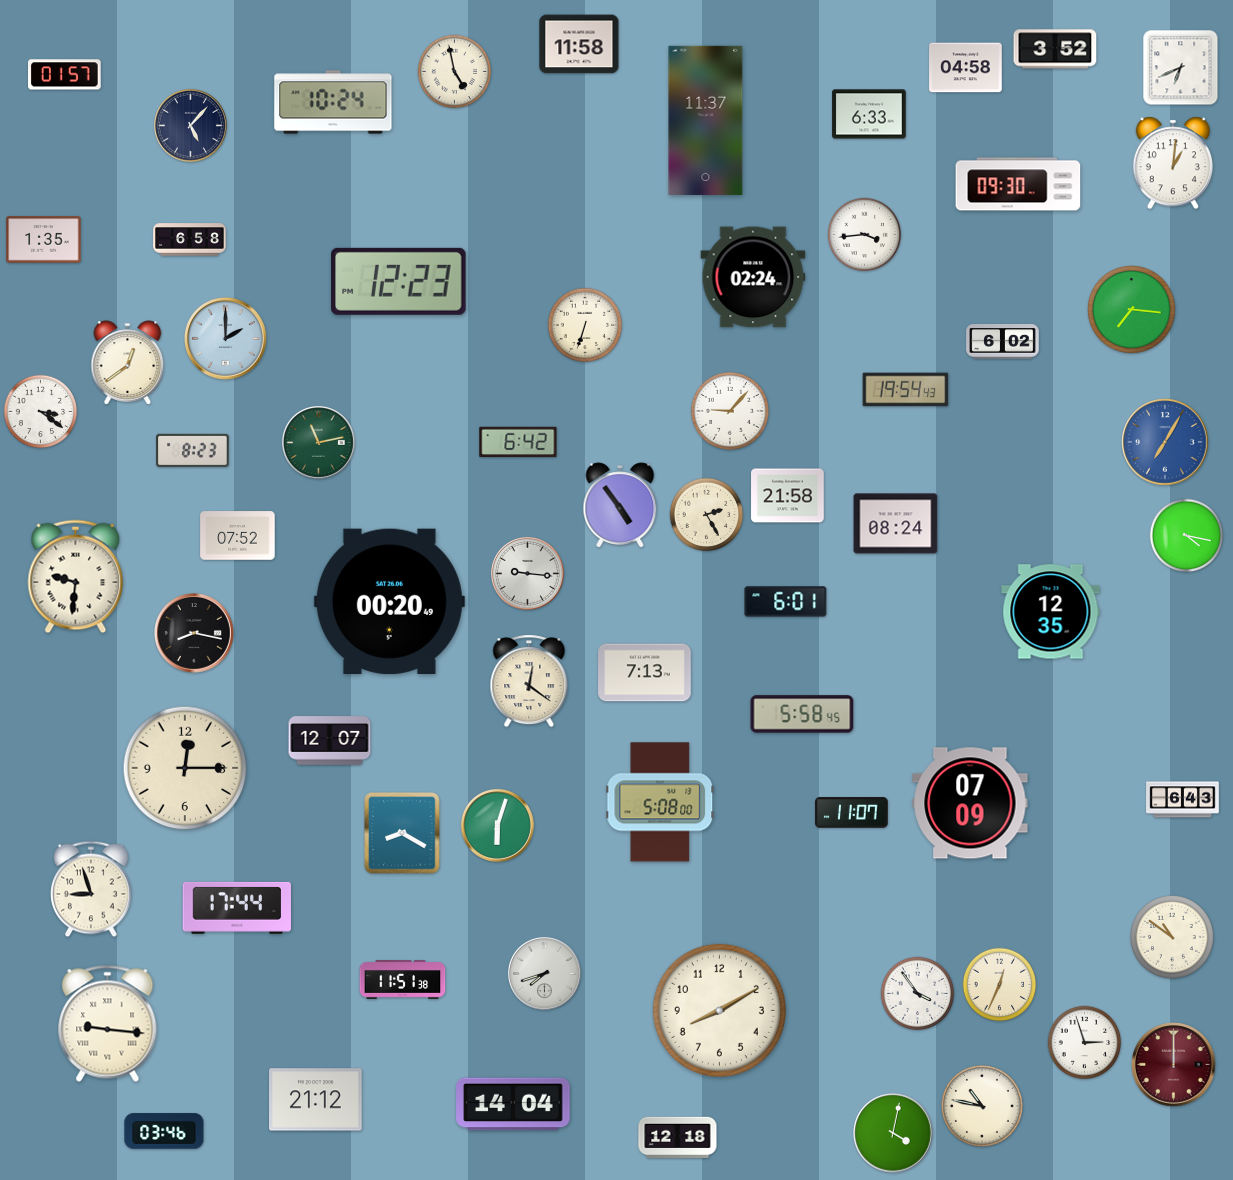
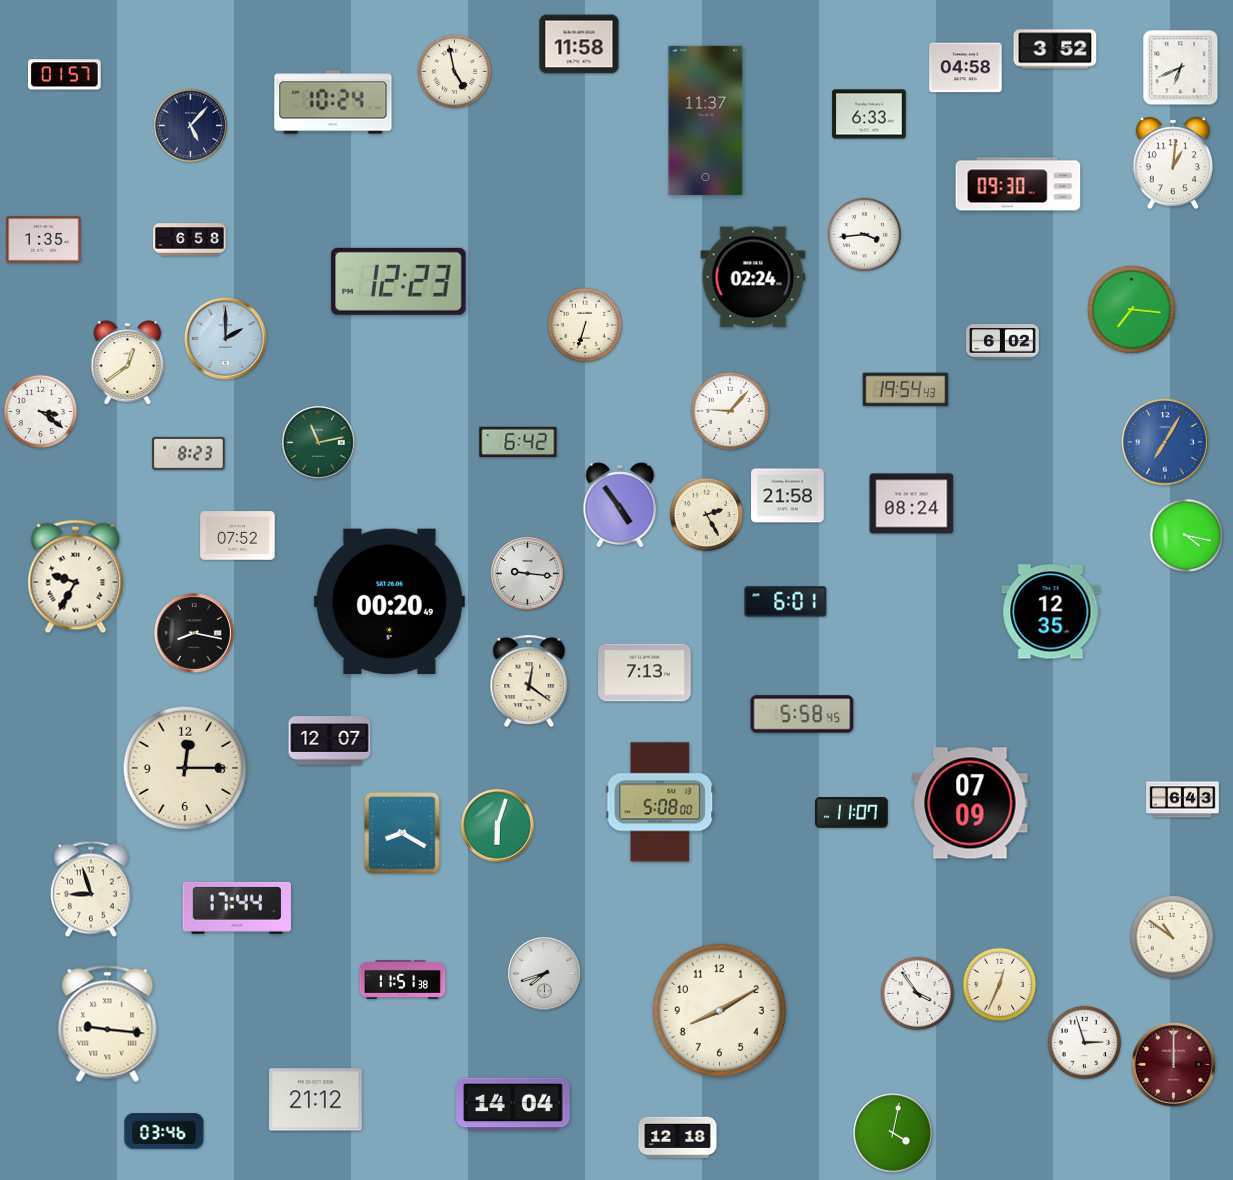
clock at (193, 450) position: (193, 450) -> (189, 453)
clock at (896, 524) position: (896, 524) -> (912, 504)
clock at (76, 577): 9:31 -> 9:35
clock at (982, 1106): 10:47 -> none
